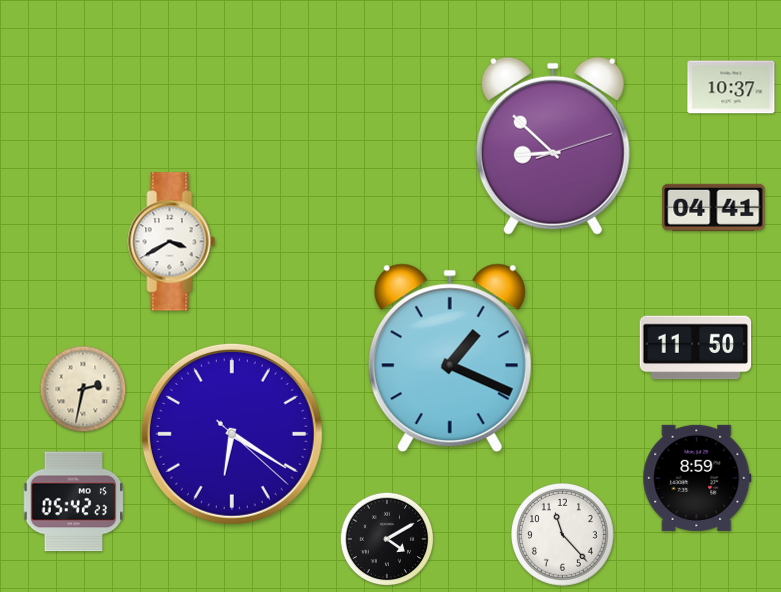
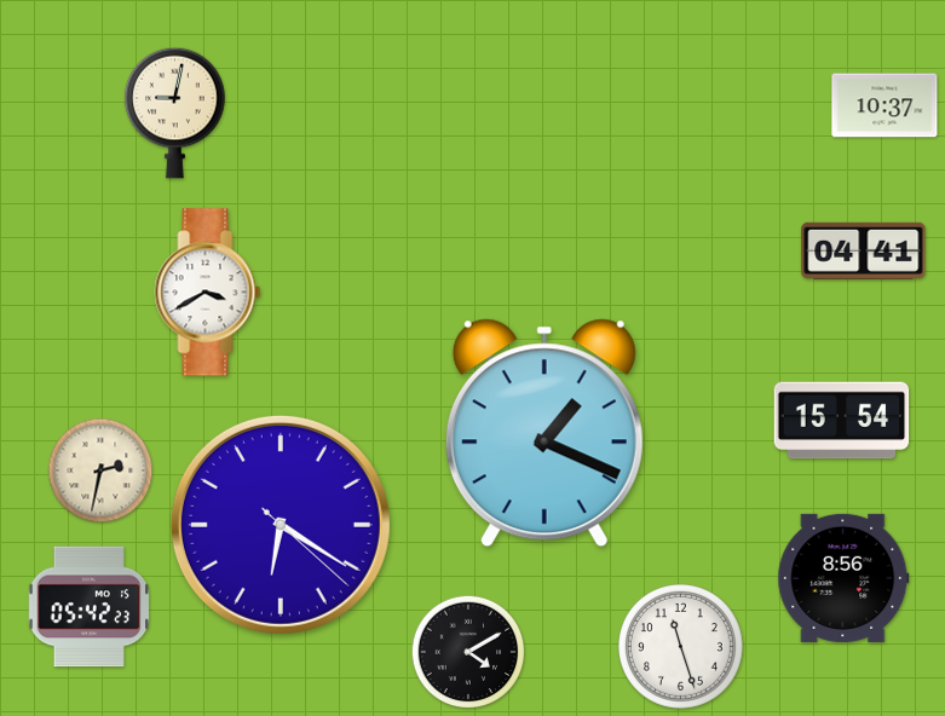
clock at (175, 112): none -> 9:02
clock at (553, 146): 8:52 -> none
clock at (696, 348): 11:50 -> 15:54
clock at (697, 478): 8:59 -> 8:56
clock at (563, 535): 11:23 -> 11:27
